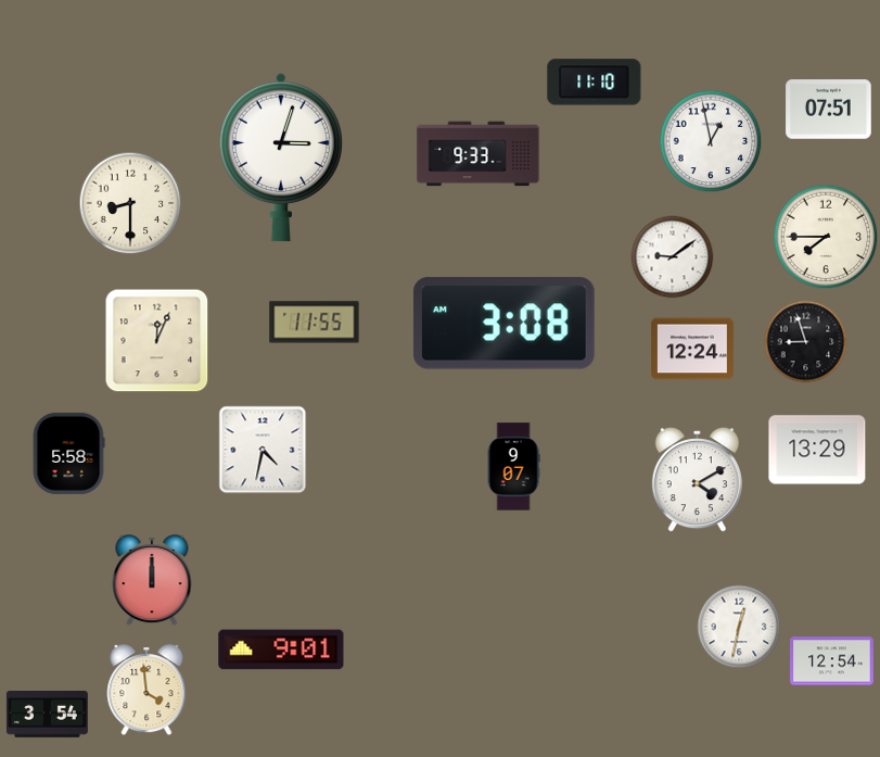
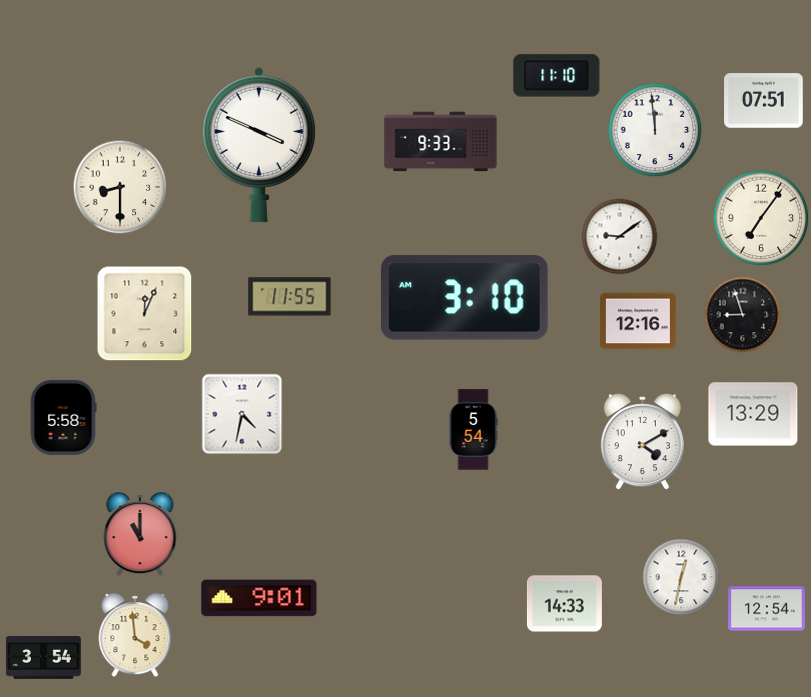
clock at (595, 83) position: (595, 83) -> (557, 76)
clock at (711, 141): 12:58 -> 11:59
clock at (281, 157): 3:03 -> 3:49
clock at (826, 237): 7:45 -> 7:06
clock at (503, 324): 3:08 -> 3:10
clock at (693, 349): 12:24 -> 12:16
clock at (513, 467): 9:07 -> 5:54
clock at (152, 581): 12:00 -> 11:00
clock at (564, 604): none -> 14:33
